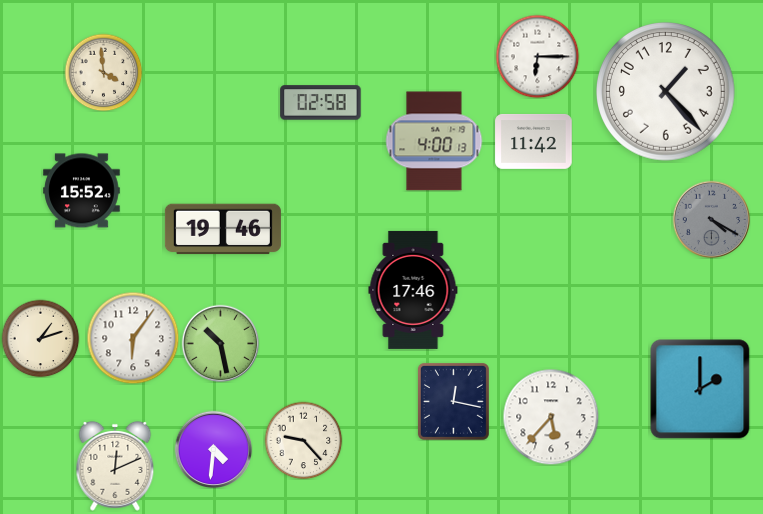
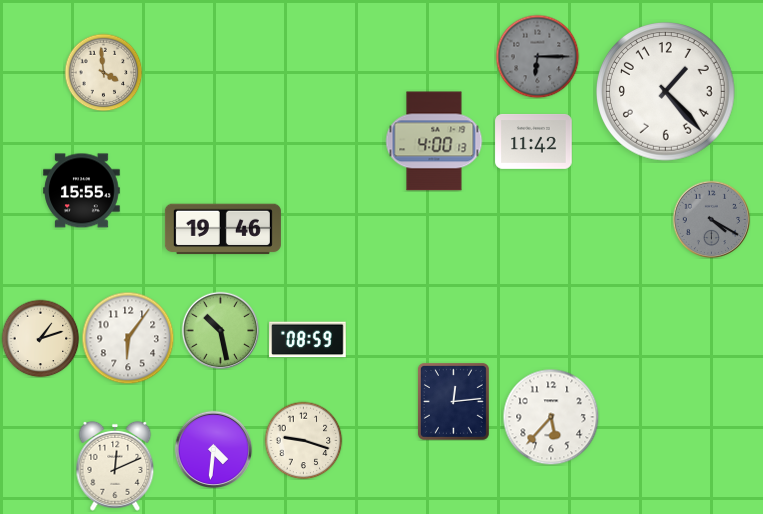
clock at (537, 56) dial: white -> grey
clock at (321, 103): 02:58 -> none
clock at (82, 191): 15:52 -> 15:55
clock at (413, 290): 17:46 -> none
clock at (133, 338) position: (133, 338) -> (128, 338)
clock at (308, 340): none -> 08:59
clock at (220, 343) position: (220, 343) -> (220, 330)
clock at (700, 389): 2:00 -> none
clock at (453, 401): 12:17 -> 12:14
clock at (303, 440): 9:23 -> 9:18
